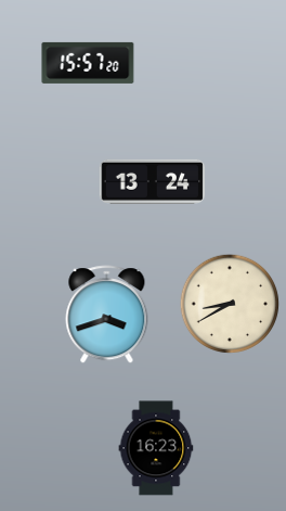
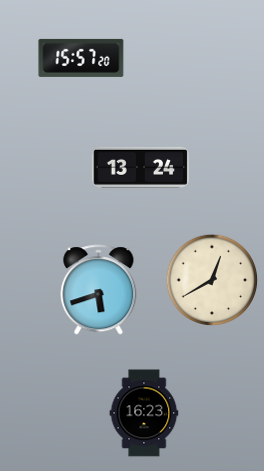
clock at (230, 304): 8:40 -> 12:40
clock at (107, 315): 3:42 -> 5:42
